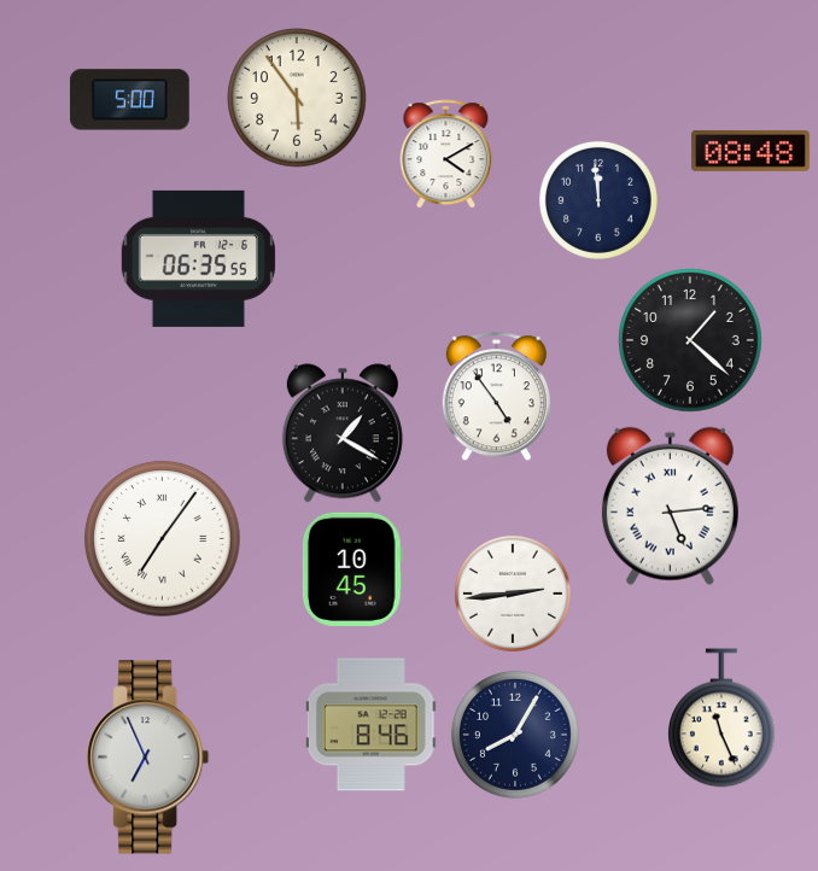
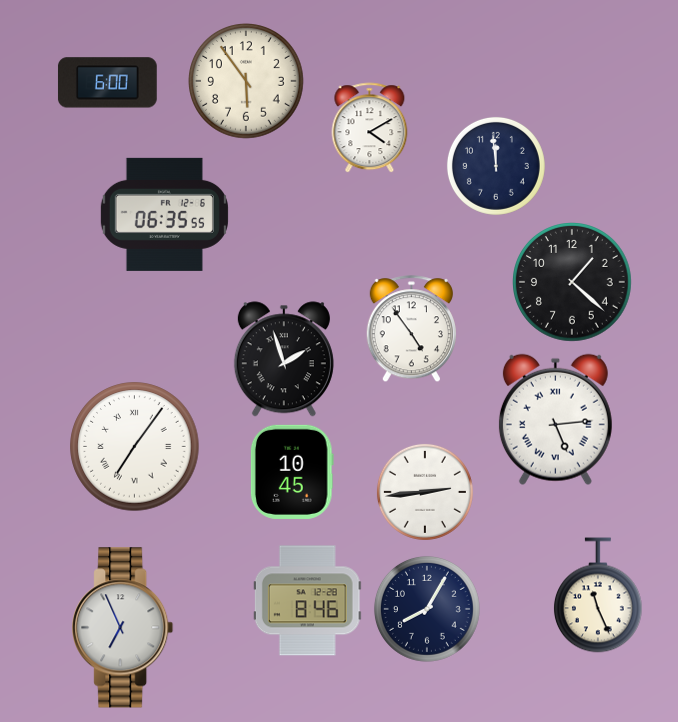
clock at (129, 100): 5:00 -> 6:00
clock at (750, 151): 08:48 -> none
clock at (343, 433): 1:20 -> 1:57
